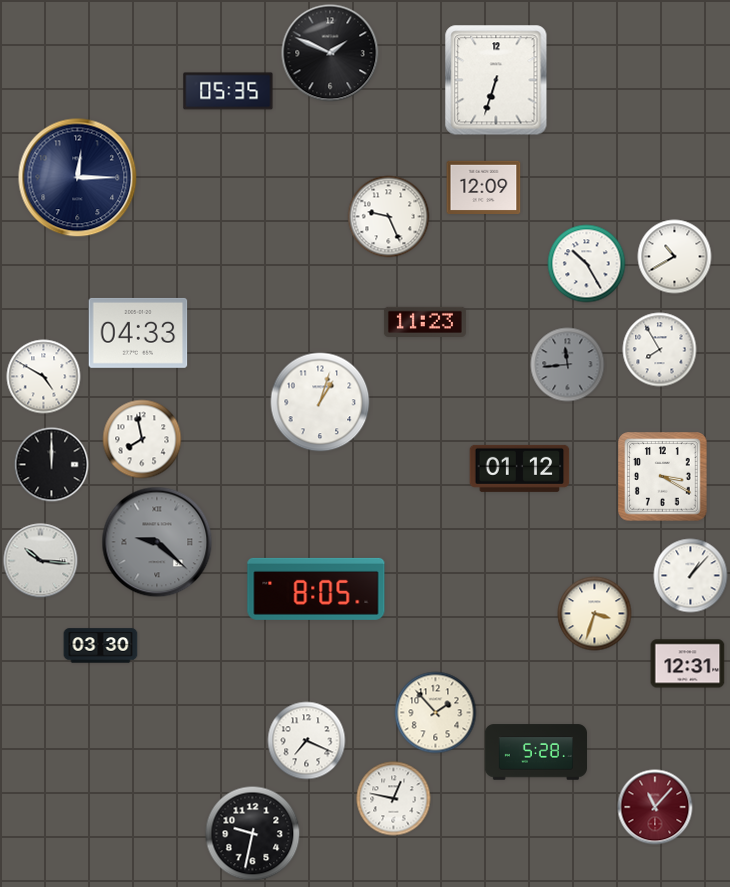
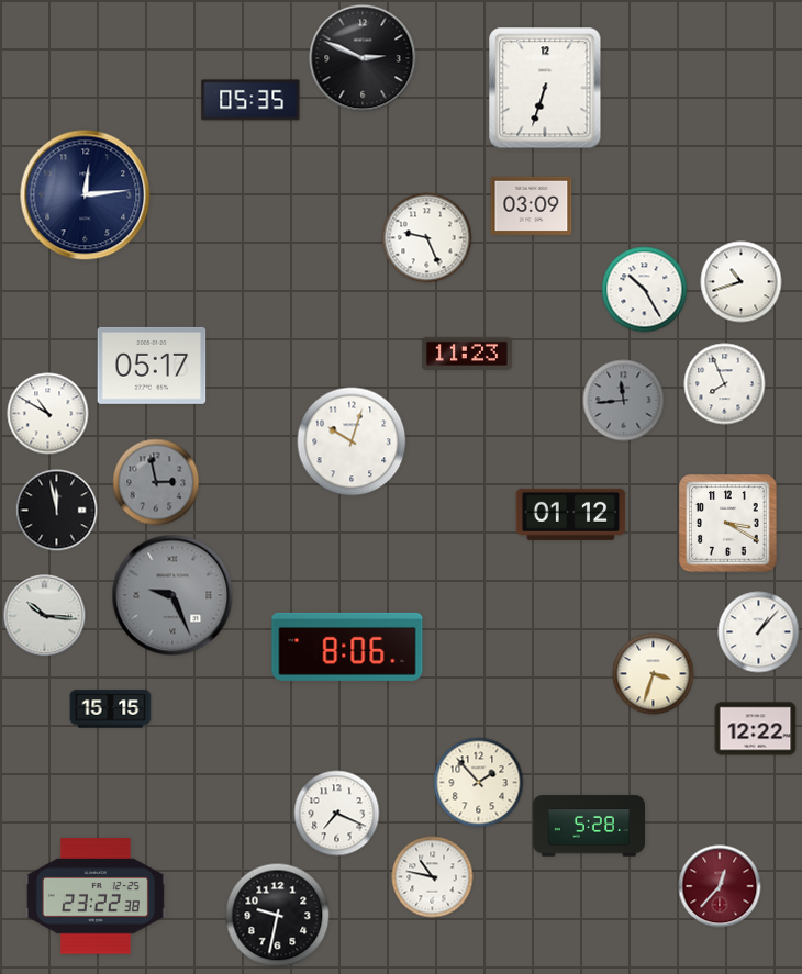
clock at (330, 53): 1:49 -> 2:49
clock at (78, 178): 12:15 -> 12:14
clock at (484, 187): 12:09 -> 03:09
clock at (675, 257): 10:40 -> 10:42
clock at (138, 333): 04:33 -> 05:17
clock at (660, 350): 7:55 -> 7:56
clock at (44, 377): 4:50 -> 10:50
clock at (320, 402): 1:03 -> 10:03
clock at (142, 439): 7:58 -> 2:58
clock at (142, 439) dial: white -> grey
clock at (52, 465): 12:00 -> 11:58
clock at (157, 542): 9:22 -> 9:26
clock at (316, 589): 8:05 -> 8:06
clock at (101, 646): 03:30 -> 15:15
clock at (688, 664): 12:31 -> 12:22
clock at (394, 799): 12:47 -> 10:47
clock at (655, 807): 11:07 -> 12:37
clock at (96, 896): none -> 23:22
